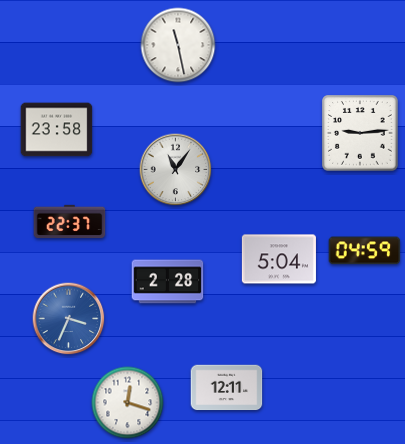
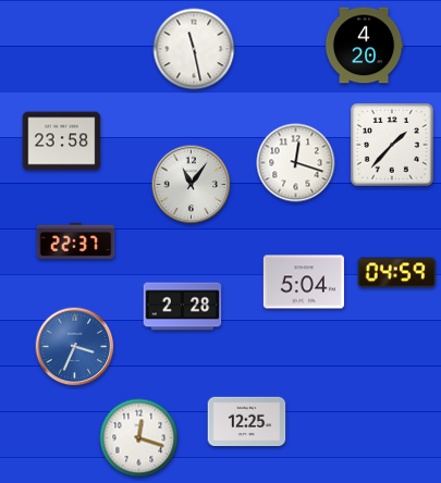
clock at (364, 46): none -> 4:20
clock at (360, 133): 9:14 -> 1:37
clock at (296, 163): none -> 12:18
clock at (227, 388): 12:11 -> 12:25
